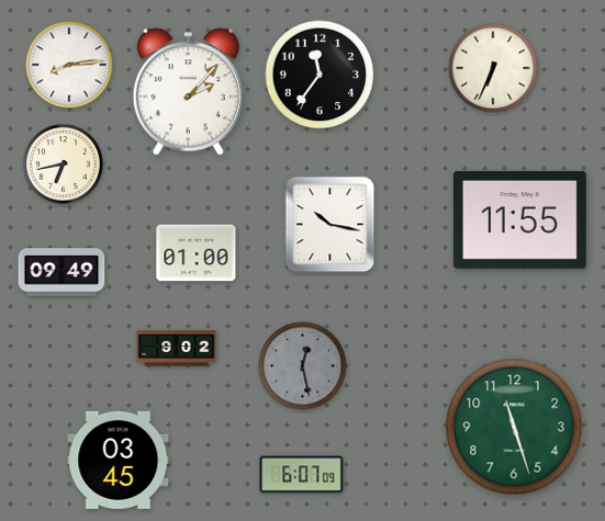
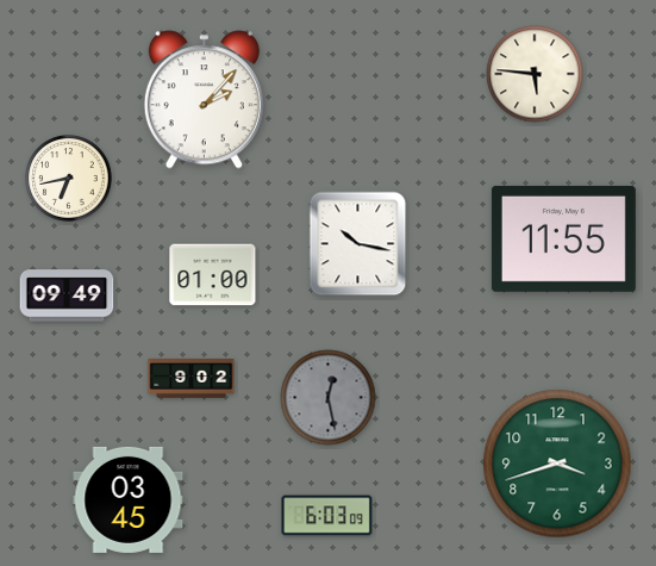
clock at (69, 65): 8:14 -> none
clock at (493, 68): 6:34 -> 5:46
clock at (320, 75): 11:36 -> none
clock at (514, 427): 11:27 -> 3:42
clock at (302, 475): 6:07 -> 6:03
